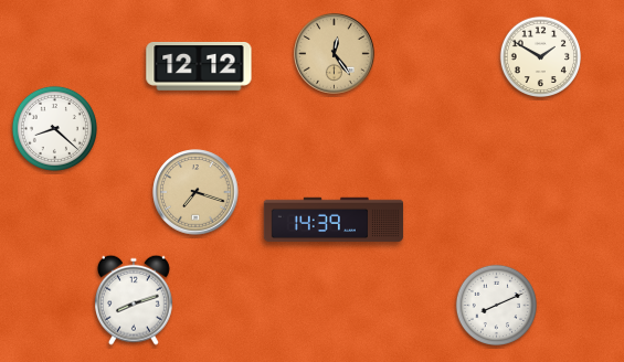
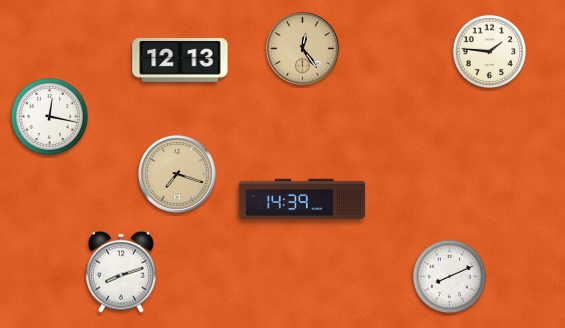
clock at (540, 56): 1:50 -> 1:46
clock at (199, 67): 12:12 -> 12:13
clock at (54, 128): 8:22 -> 12:17
